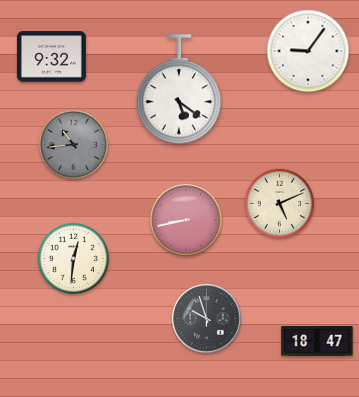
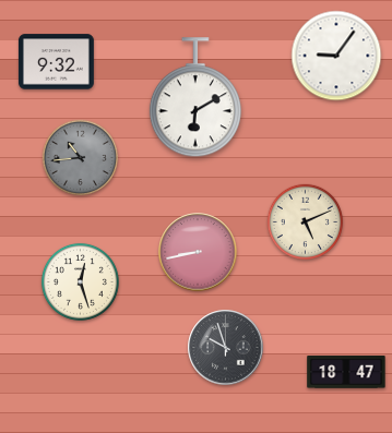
clock at (179, 90): 5:21 -> 6:10
clock at (186, 220) position: (186, 220) -> (198, 252)
clock at (73, 258): 12:31 -> 12:27
